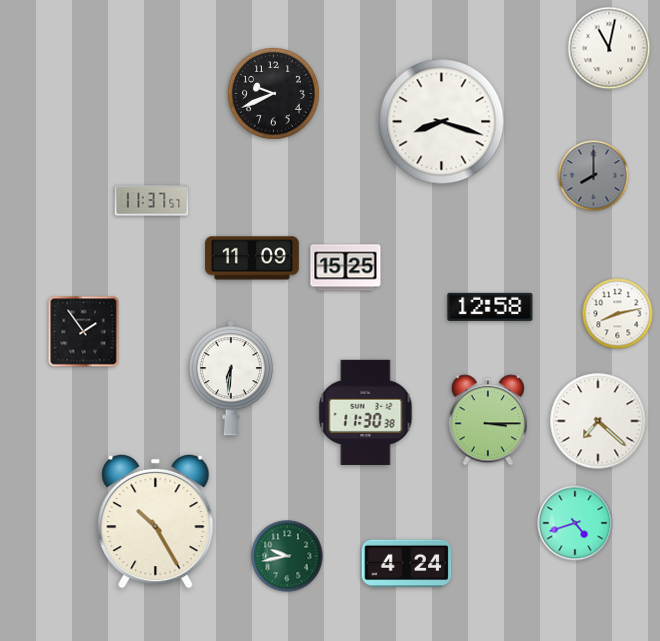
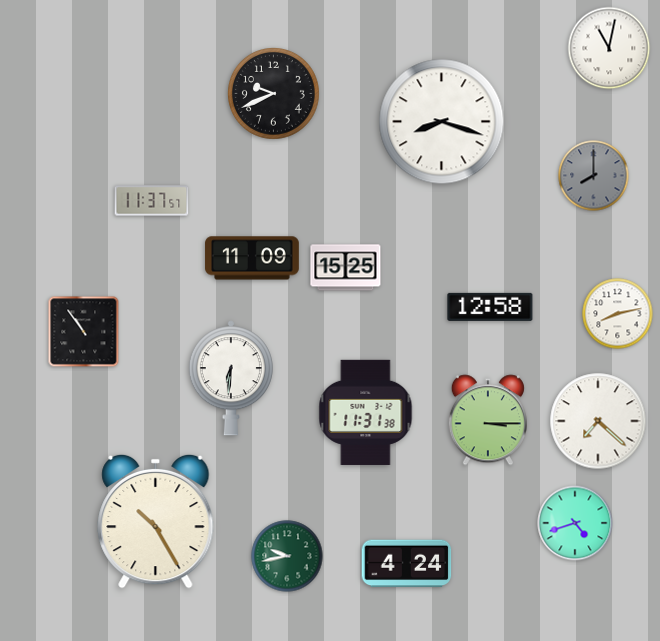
clock at (84, 332): 1:54 -> 10:54
clock at (366, 412): 11:30 -> 11:31
